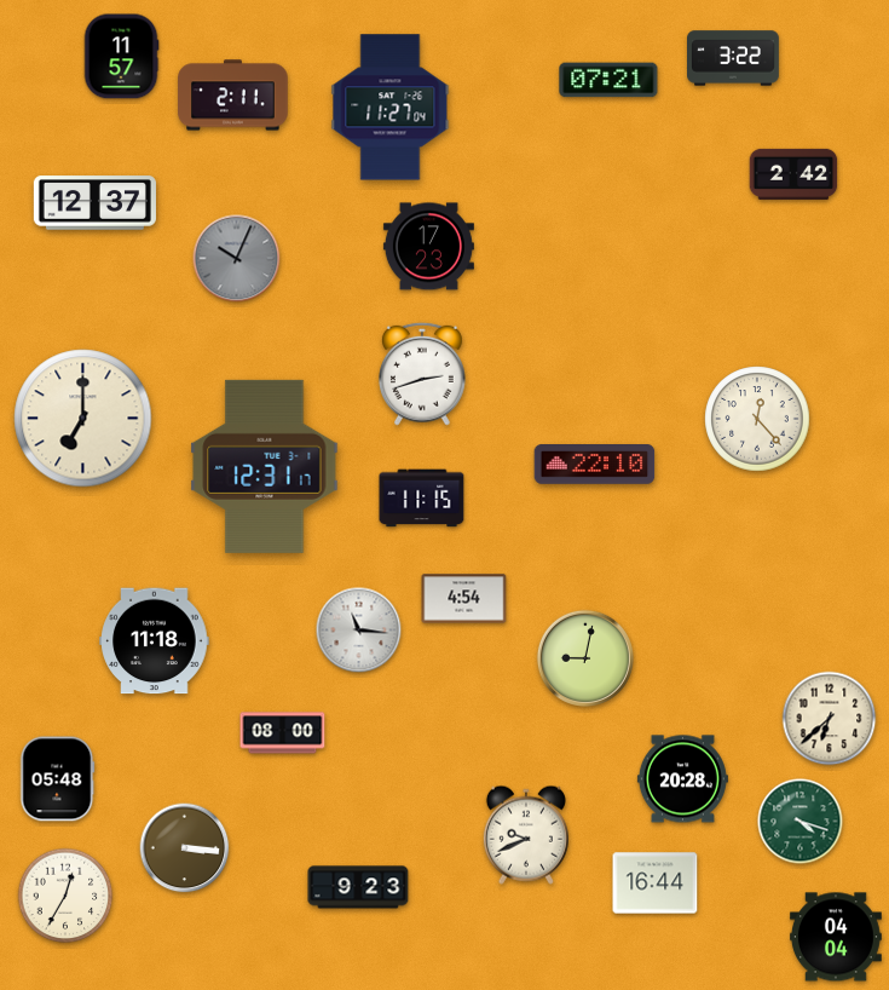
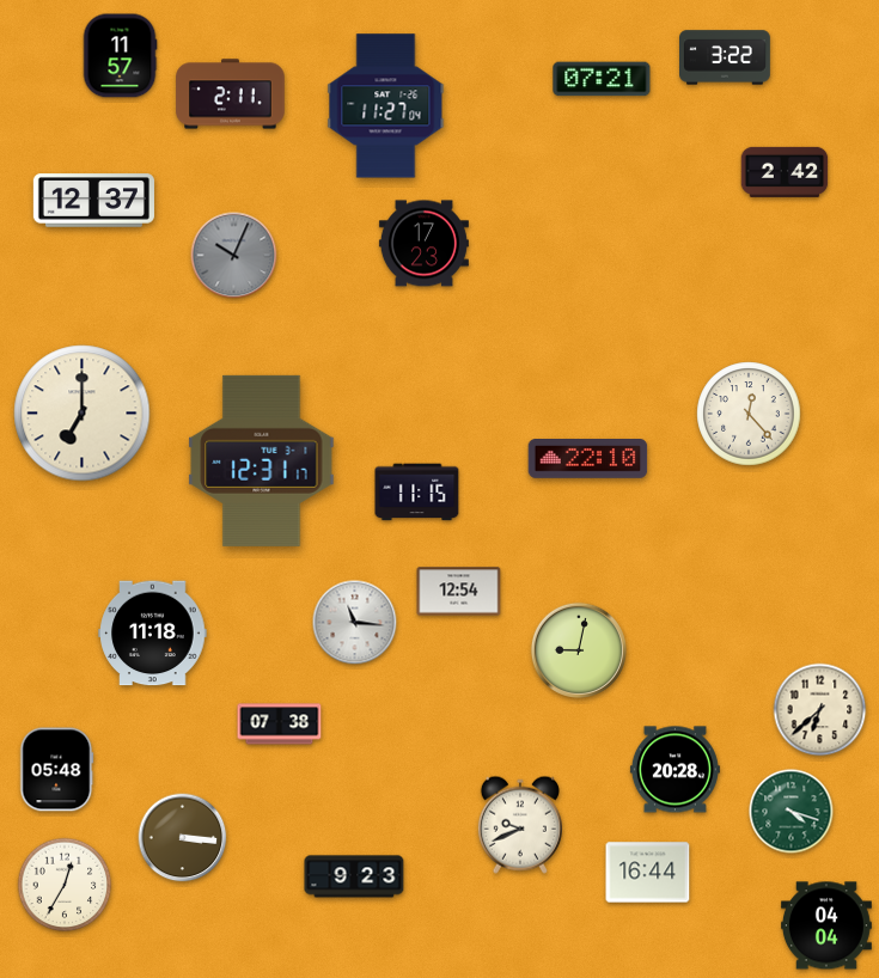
clock at (423, 374): 2:42 -> none
clock at (464, 599): 4:54 -> 12:54
clock at (283, 733): 08:00 -> 07:38
